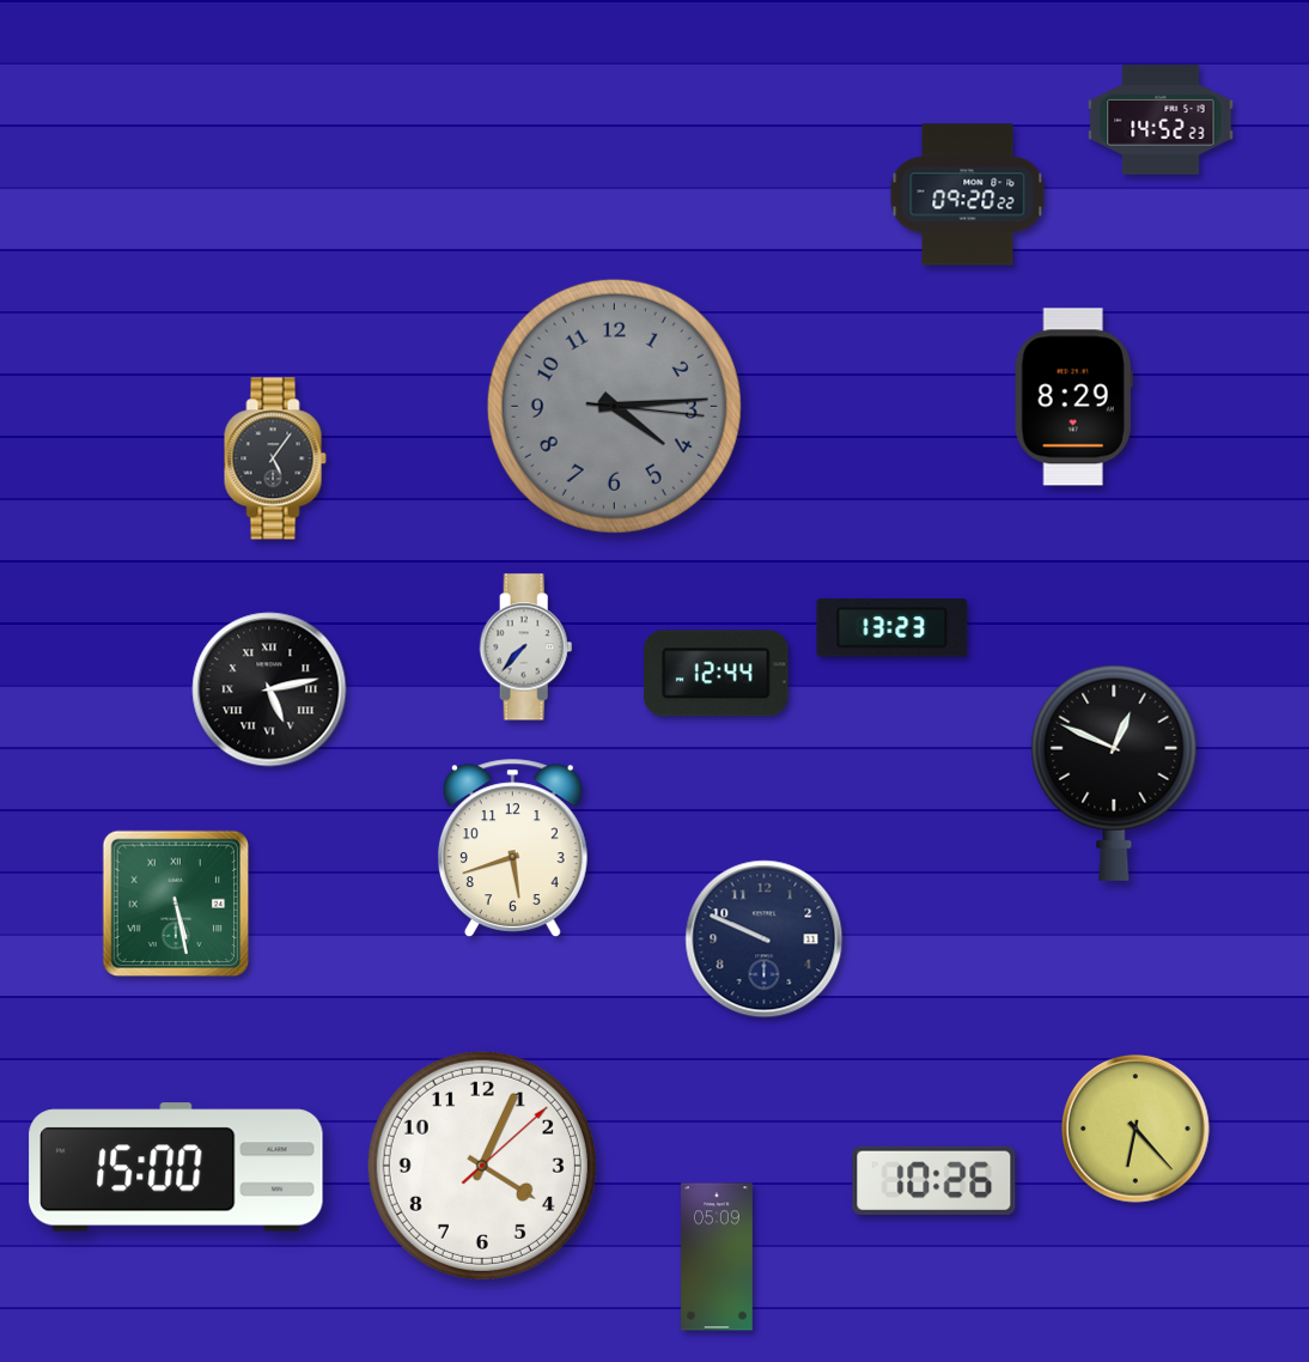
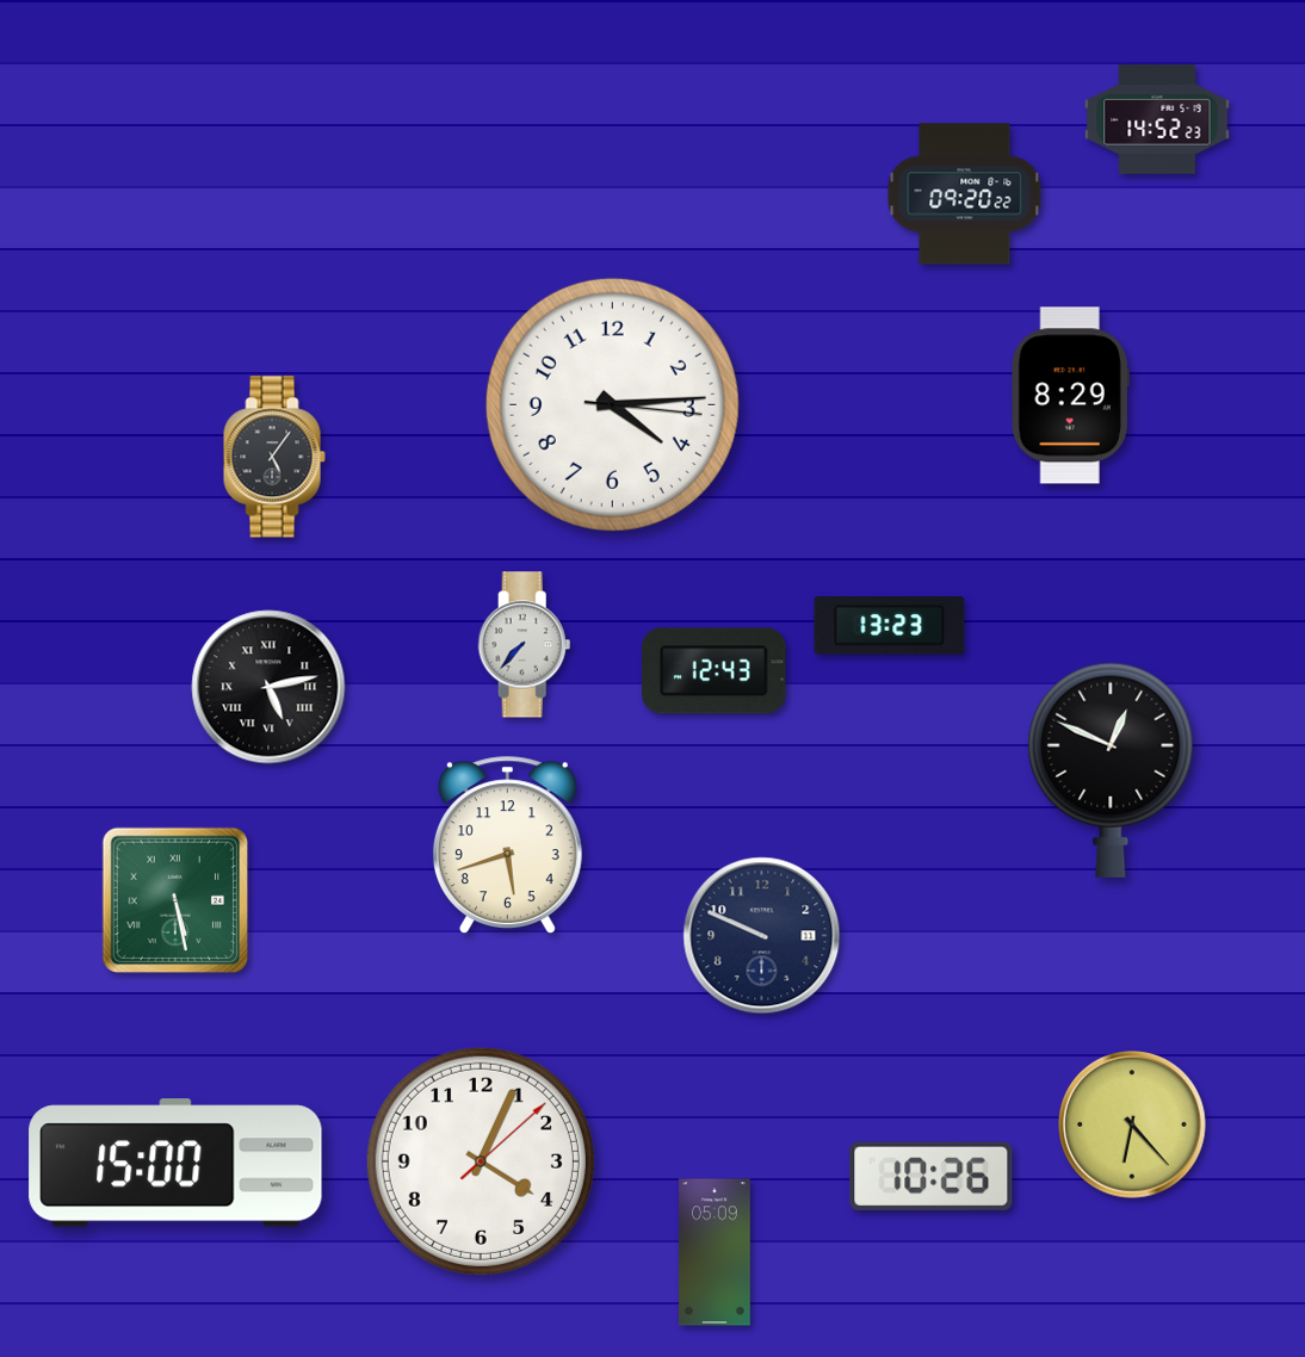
clock at (614, 406) dial: grey -> white
clock at (717, 674): 12:44 -> 12:43
clock at (512, 847) position: (512, 847) -> (507, 844)
